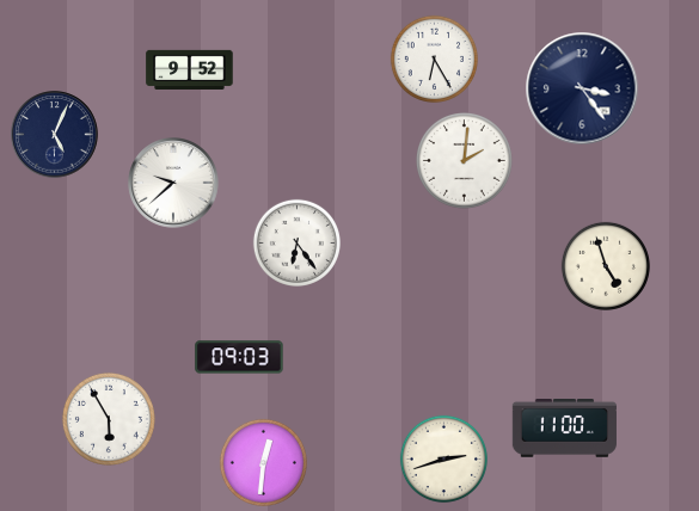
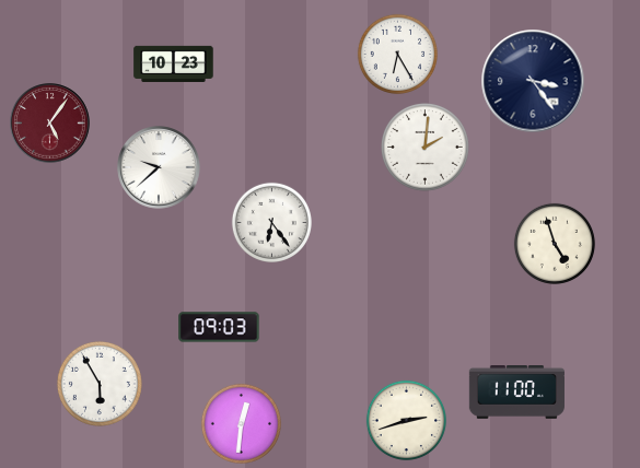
clock at (190, 69): 9:52 -> 10:23
clock at (55, 135): 5:04 -> 5:06
clock at (55, 135) dial: navy -> burgundy
